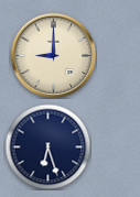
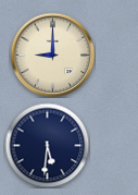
clock at (47, 146): 6:27 -> 5:31
